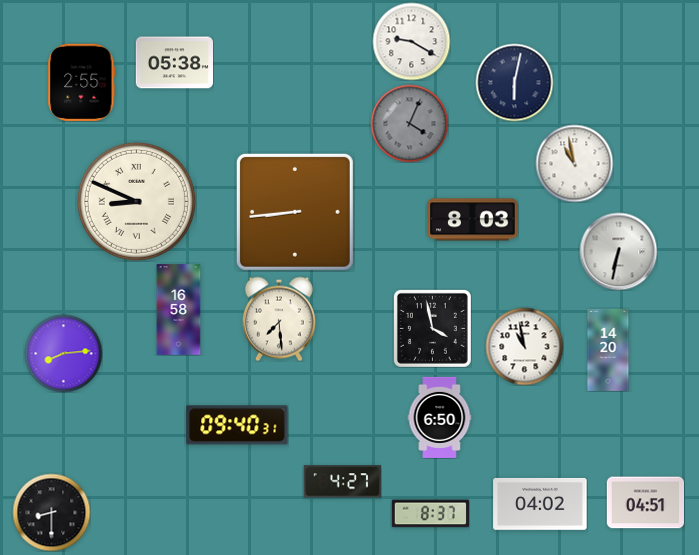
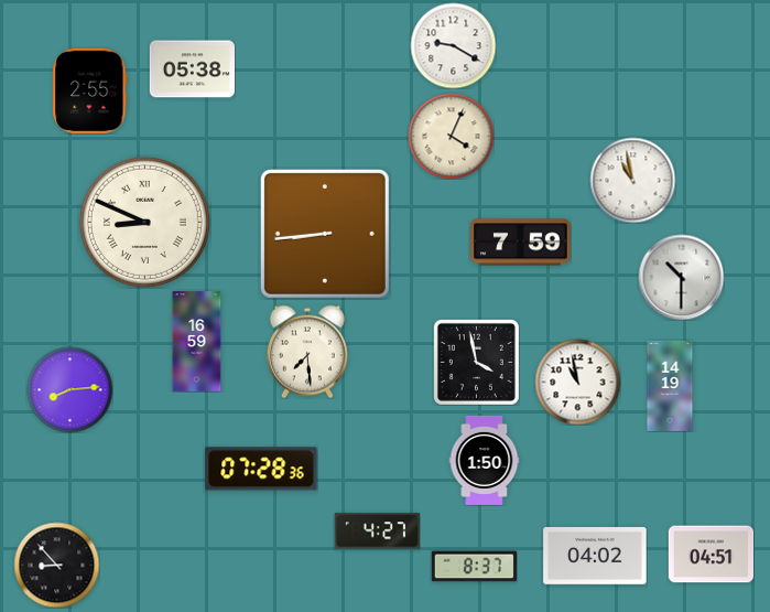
clock at (514, 82): 6:02 -> none
clock at (409, 123) dial: grey -> cream
clock at (136, 201) position: (136, 201) -> (144, 222)
clock at (473, 220): 8:03 -> 7:59
clock at (618, 251): 6:32 -> 10:30
clock at (179, 310): 16:58 -> 16:59
clock at (608, 350): 14:20 -> 14:19
clock at (440, 417): 6:50 -> 1:50
clock at (237, 425): 09:40 -> 07:28
clock at (51, 512): 8:30 -> 8:53
